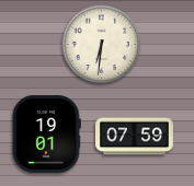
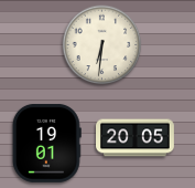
clock at (46, 133) position: (46, 133) -> (46, 143)
clock at (135, 137): 07:59 -> 20:05
